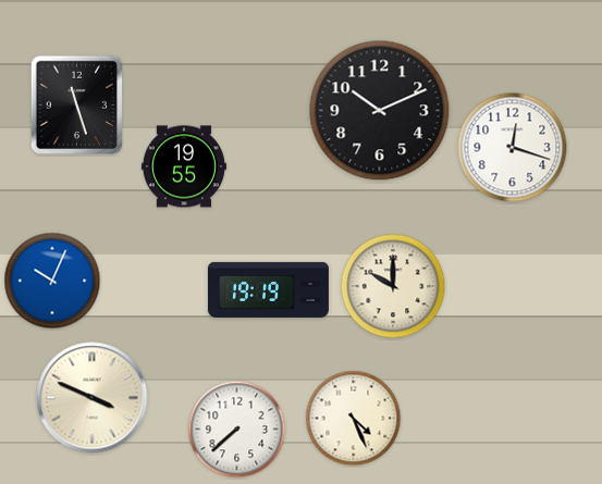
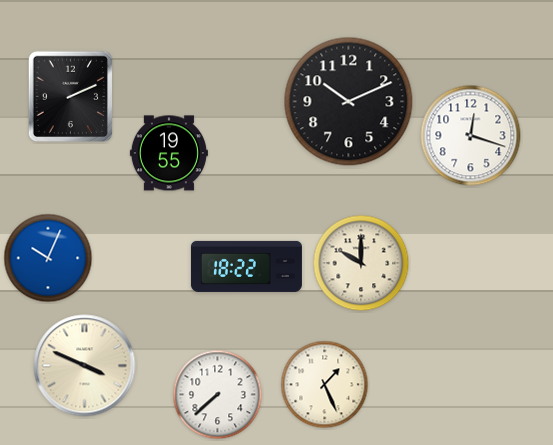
clock at (76, 104): 11:27 -> 2:11
clock at (268, 289): 19:19 -> 18:22
clock at (354, 419): 4:26 -> 1:26
